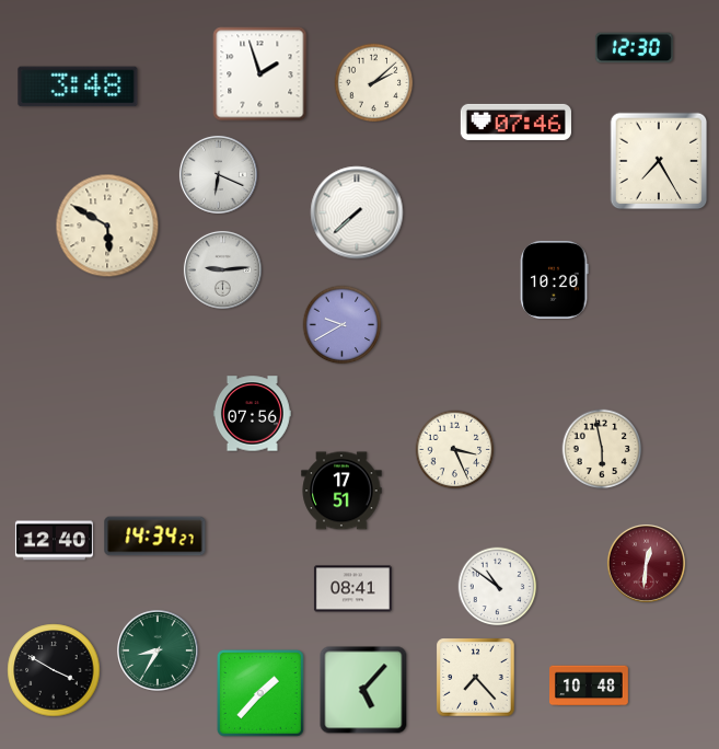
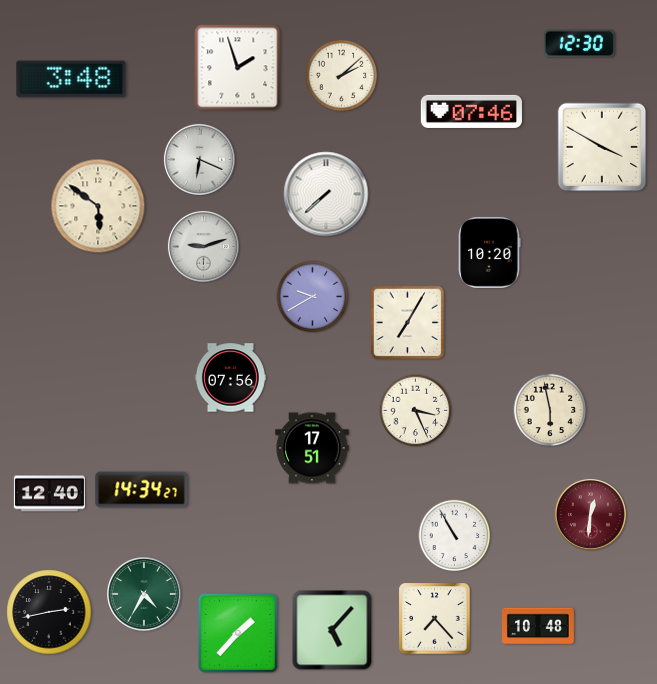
clock at (659, 161): 7:25 -> 3:50
clock at (107, 226): 5:50 -> 5:51
clock at (222, 269): 9:14 -> 9:12
clock at (555, 279) position: (555, 279) -> (490, 252)
clock at (408, 323): none -> 7:05
clock at (498, 587): 10:51 -> 10:55
clock at (352, 589): 08:41 -> none
clock at (159, 652): 8:35 -> 4:35
clock at (54, 670): 3:50 -> 2:43
